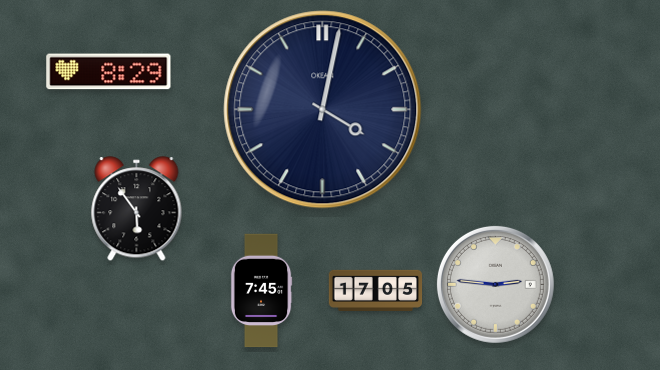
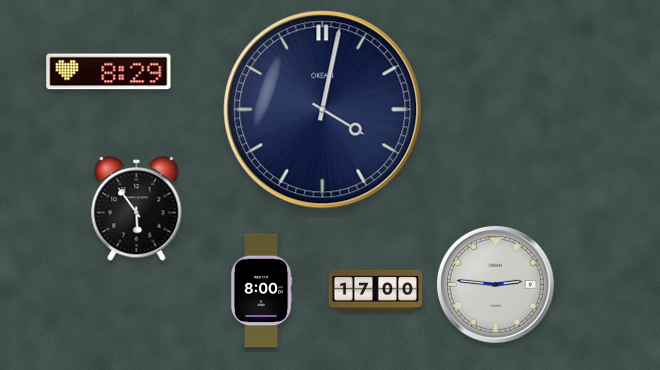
clock at (376, 290): 17:05 -> 17:00
clock at (261, 291): 7:45 -> 8:00
